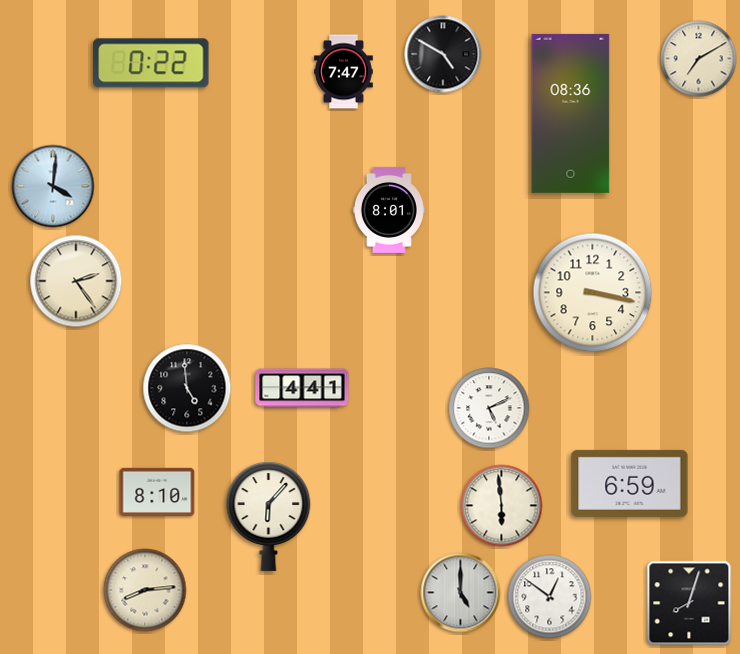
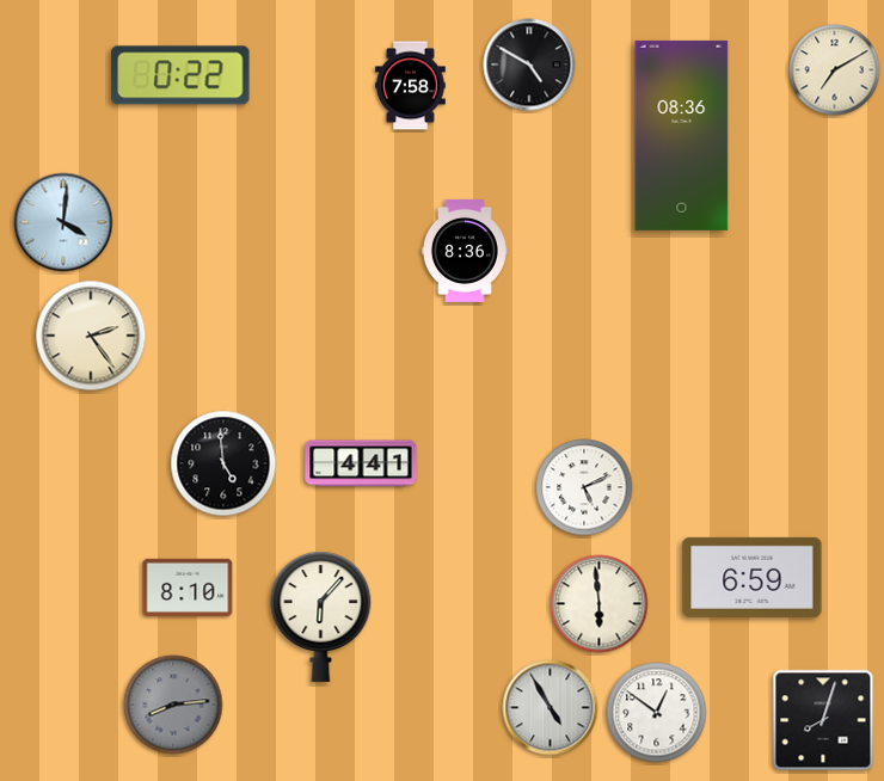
clock at (344, 72): 7:47 -> 7:58
clock at (389, 210): 8:01 -> 8:36
clock at (593, 293): 3:17 -> none
clock at (145, 590) dial: cream -> grey
clock at (461, 593): 5:00 -> 4:55
